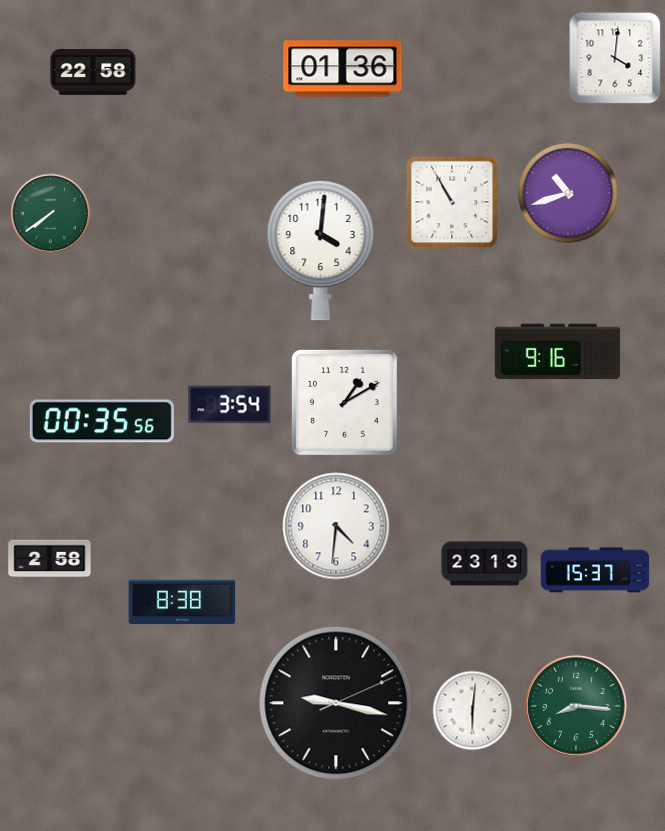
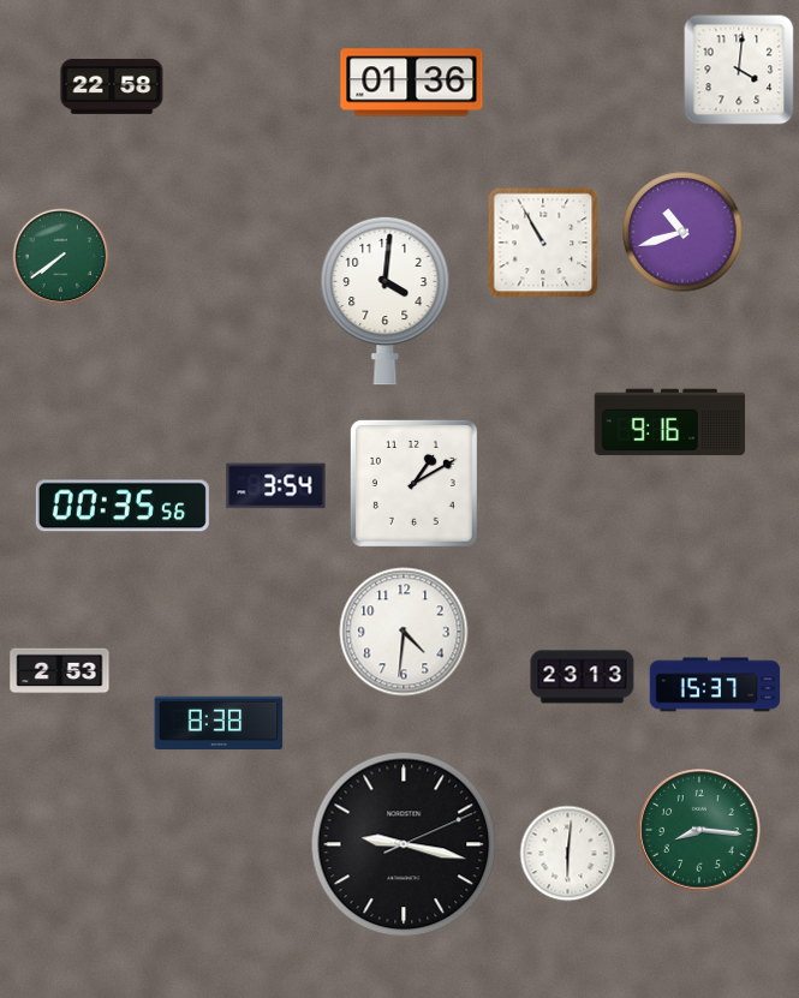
clock at (50, 559): 2:58 -> 2:53
clock at (576, 706) position: (576, 706) -> (699, 830)
